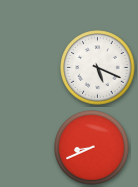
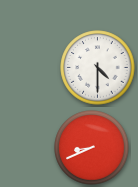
clock at (98, 68): 5:19 -> 4:30
